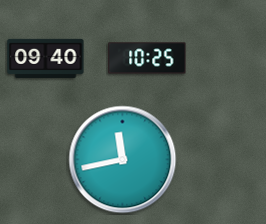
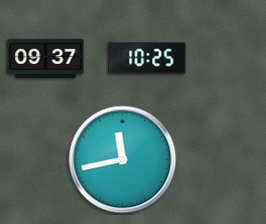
clock at (46, 58): 09:40 -> 09:37
